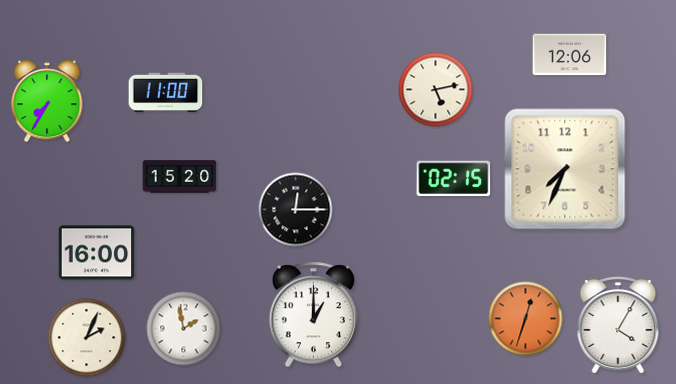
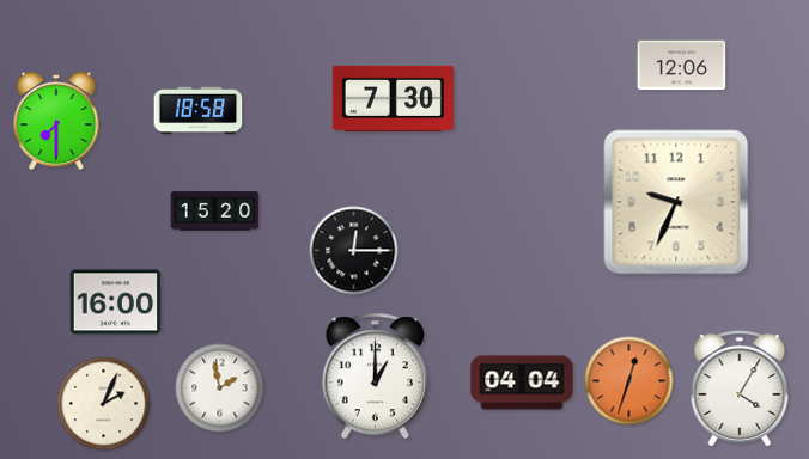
clock at (393, 98): none -> 7:30
clock at (436, 90): 5:13 -> none
clock at (166, 93): 11:00 -> 18:58
clock at (47, 101): 7:35 -> 7:30
clock at (565, 169): 7:34 -> 9:34
clock at (454, 179): 02:15 -> none
clock at (522, 382): none -> 04:04
clock at (184, 329) position: (184, 329) -> (220, 388)
